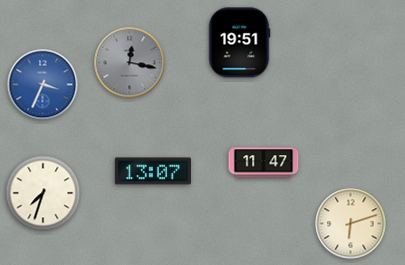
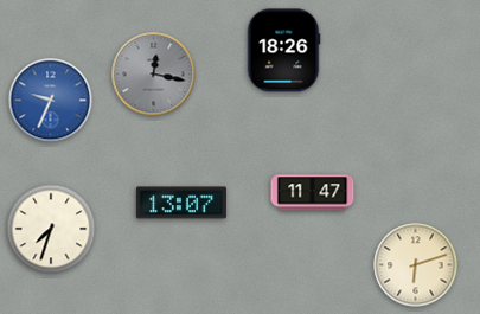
clock at (239, 43): 19:51 -> 18:26
clock at (43, 85): 3:34 -> 9:34
